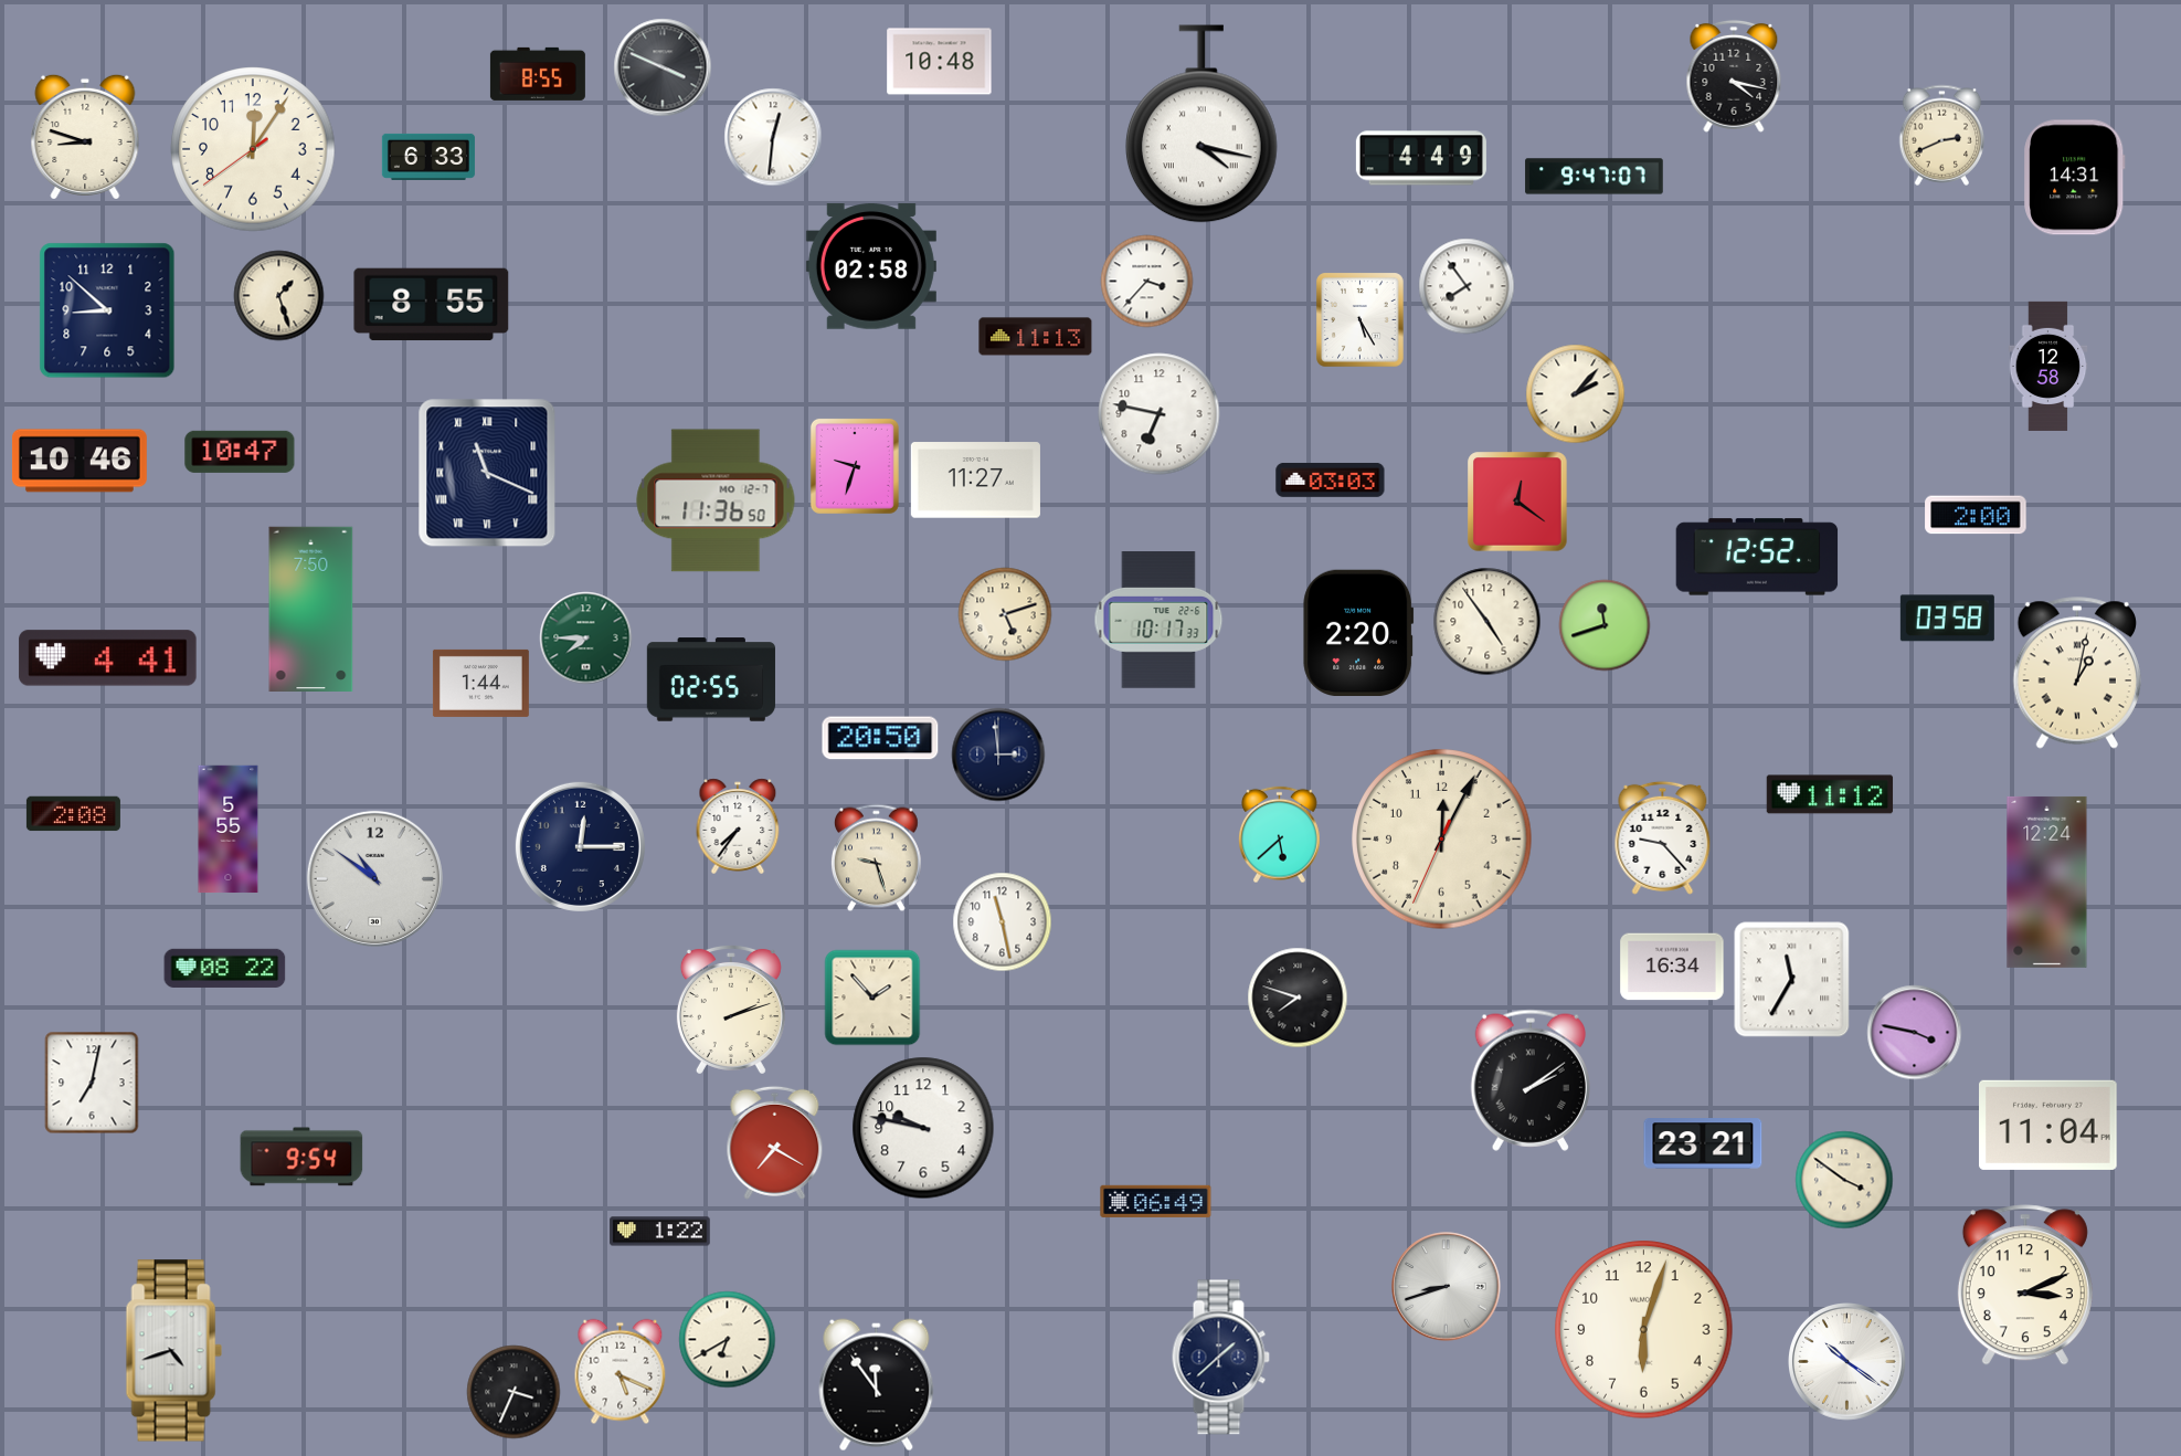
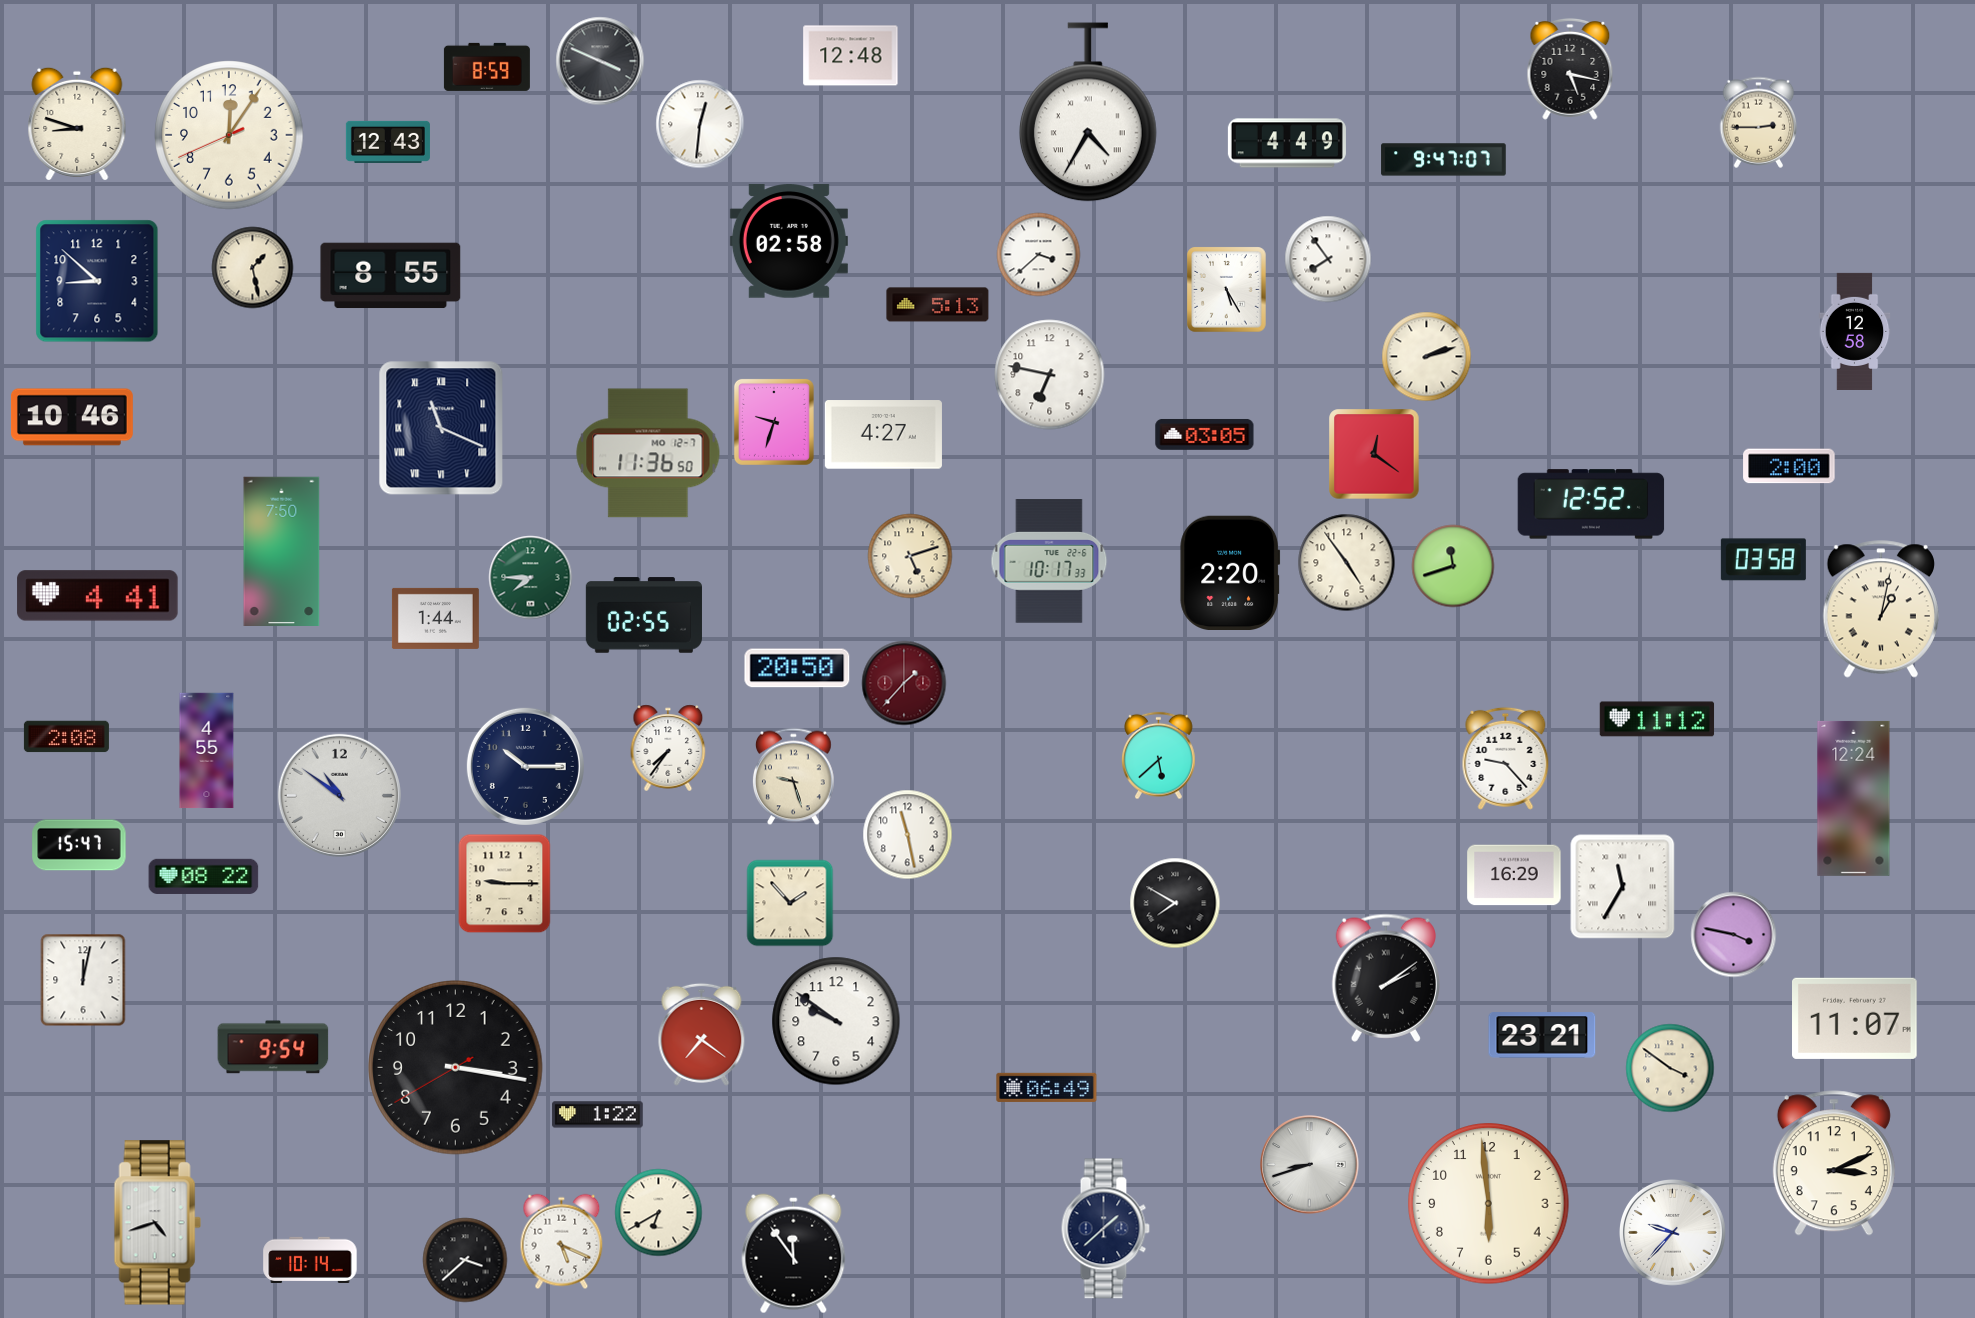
clock at (940, 62): 10:48 -> 12:48
clock at (538, 74): 8:55 -> 8:59
clock at (1734, 76): 4:17 -> 5:17
clock at (1201, 124): 4:17 -> 4:35
clock at (1942, 135): 2:41 -> 2:45
clock at (253, 149): 12:05:39 -> 12:05:41
clock at (428, 157): 6:33 -> 12:43
clock at (2075, 178): 14:31 -> none
clock at (1147, 282): 3:37 -> 3:38
clock at (279, 296): 1:27 -> 1:28
clock at (1361, 320) position: (1361, 320) -> (1227, 290)
clock at (1036, 337): 11:13 -> 5:13
clock at (1576, 394): 2:07 -> 2:12
clock at (240, 452): 10:47 -> none
clock at (1331, 479): 03:03 -> 03:05
clock at (975, 481): 11:27 -> 4:27
clock at (998, 755): 2:59 -> 1:37
clock at (998, 755) dial: navy -> burgundy
clock at (229, 830): 5:55 -> 4:55
clock at (1442, 840): 12:04 -> none
clock at (580, 846): 12:15 -> 10:15
clock at (79, 845): none -> 15:47
clock at (1672, 967): 16:34 -> 16:29
clock at (505, 884): none -> 9:15
clock at (1298, 998): 7:48 -> 7:50
clock at (731, 1009): 2:12 -> none
clock at (92, 1083): 7:02 -> 12:02
clock at (2048, 1125): 11:04 -> 11:07
clock at (923, 1128): 9:47 -> 9:51
clock at (775, 1142): 7:20 -> 7:21
clock at (456, 1068): none -> 3:16
clock at (1644, 1330): 6:03 -> 5:59
clock at (1848, 1362): 10:21 -> 9:37
clock at (310, 1259): none -> 10:14
clock at (514, 1392): 3:34 -> 3:38
